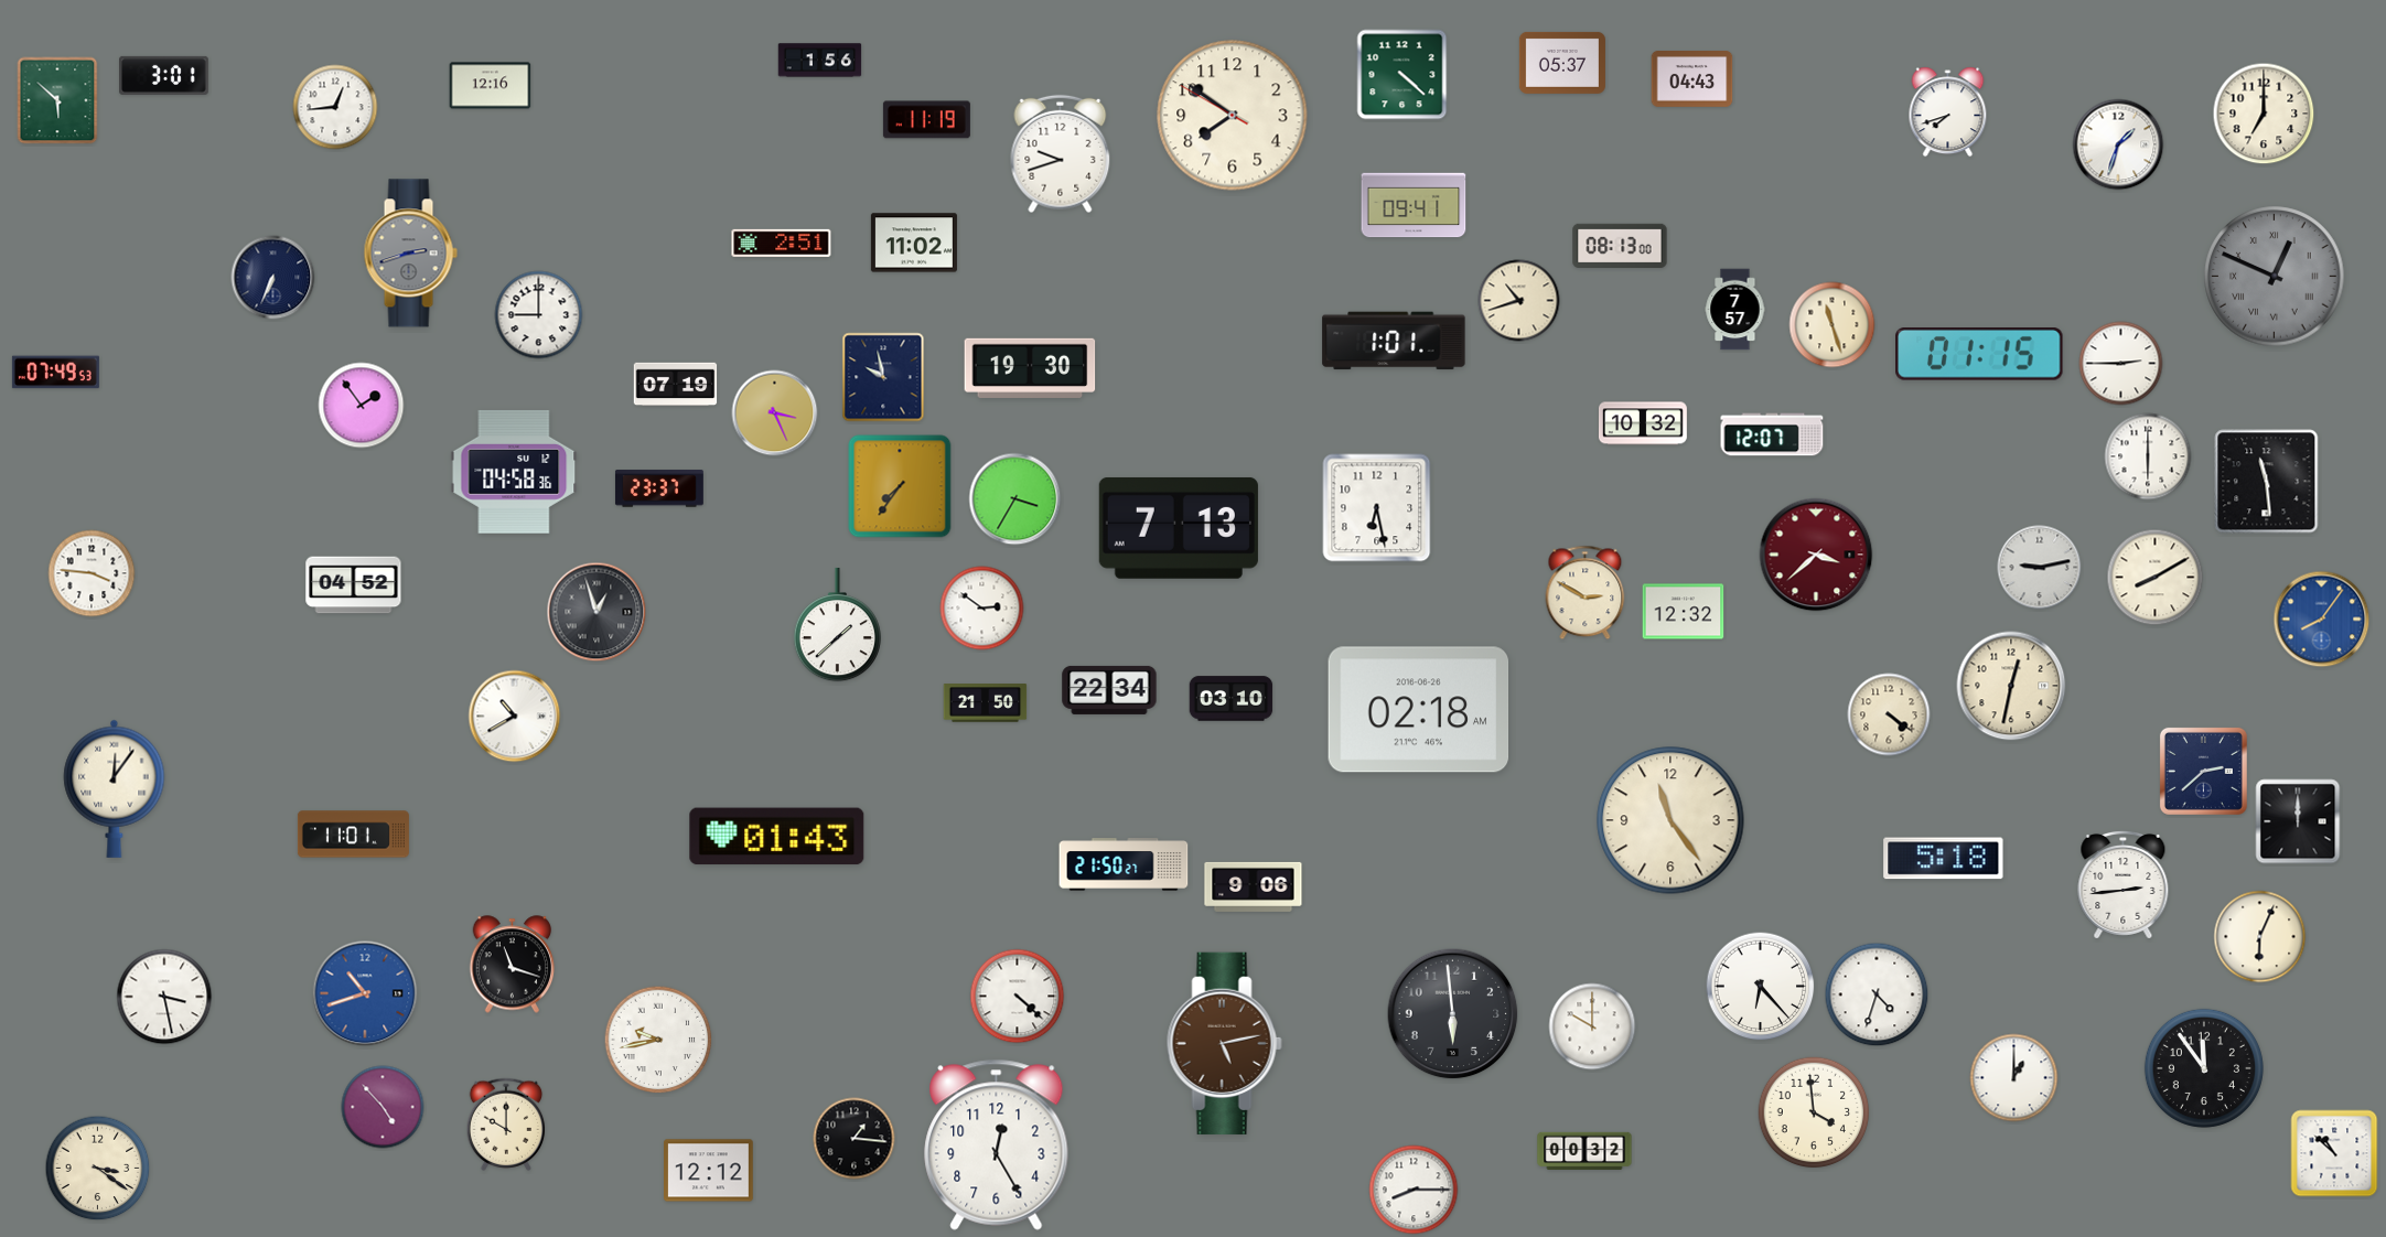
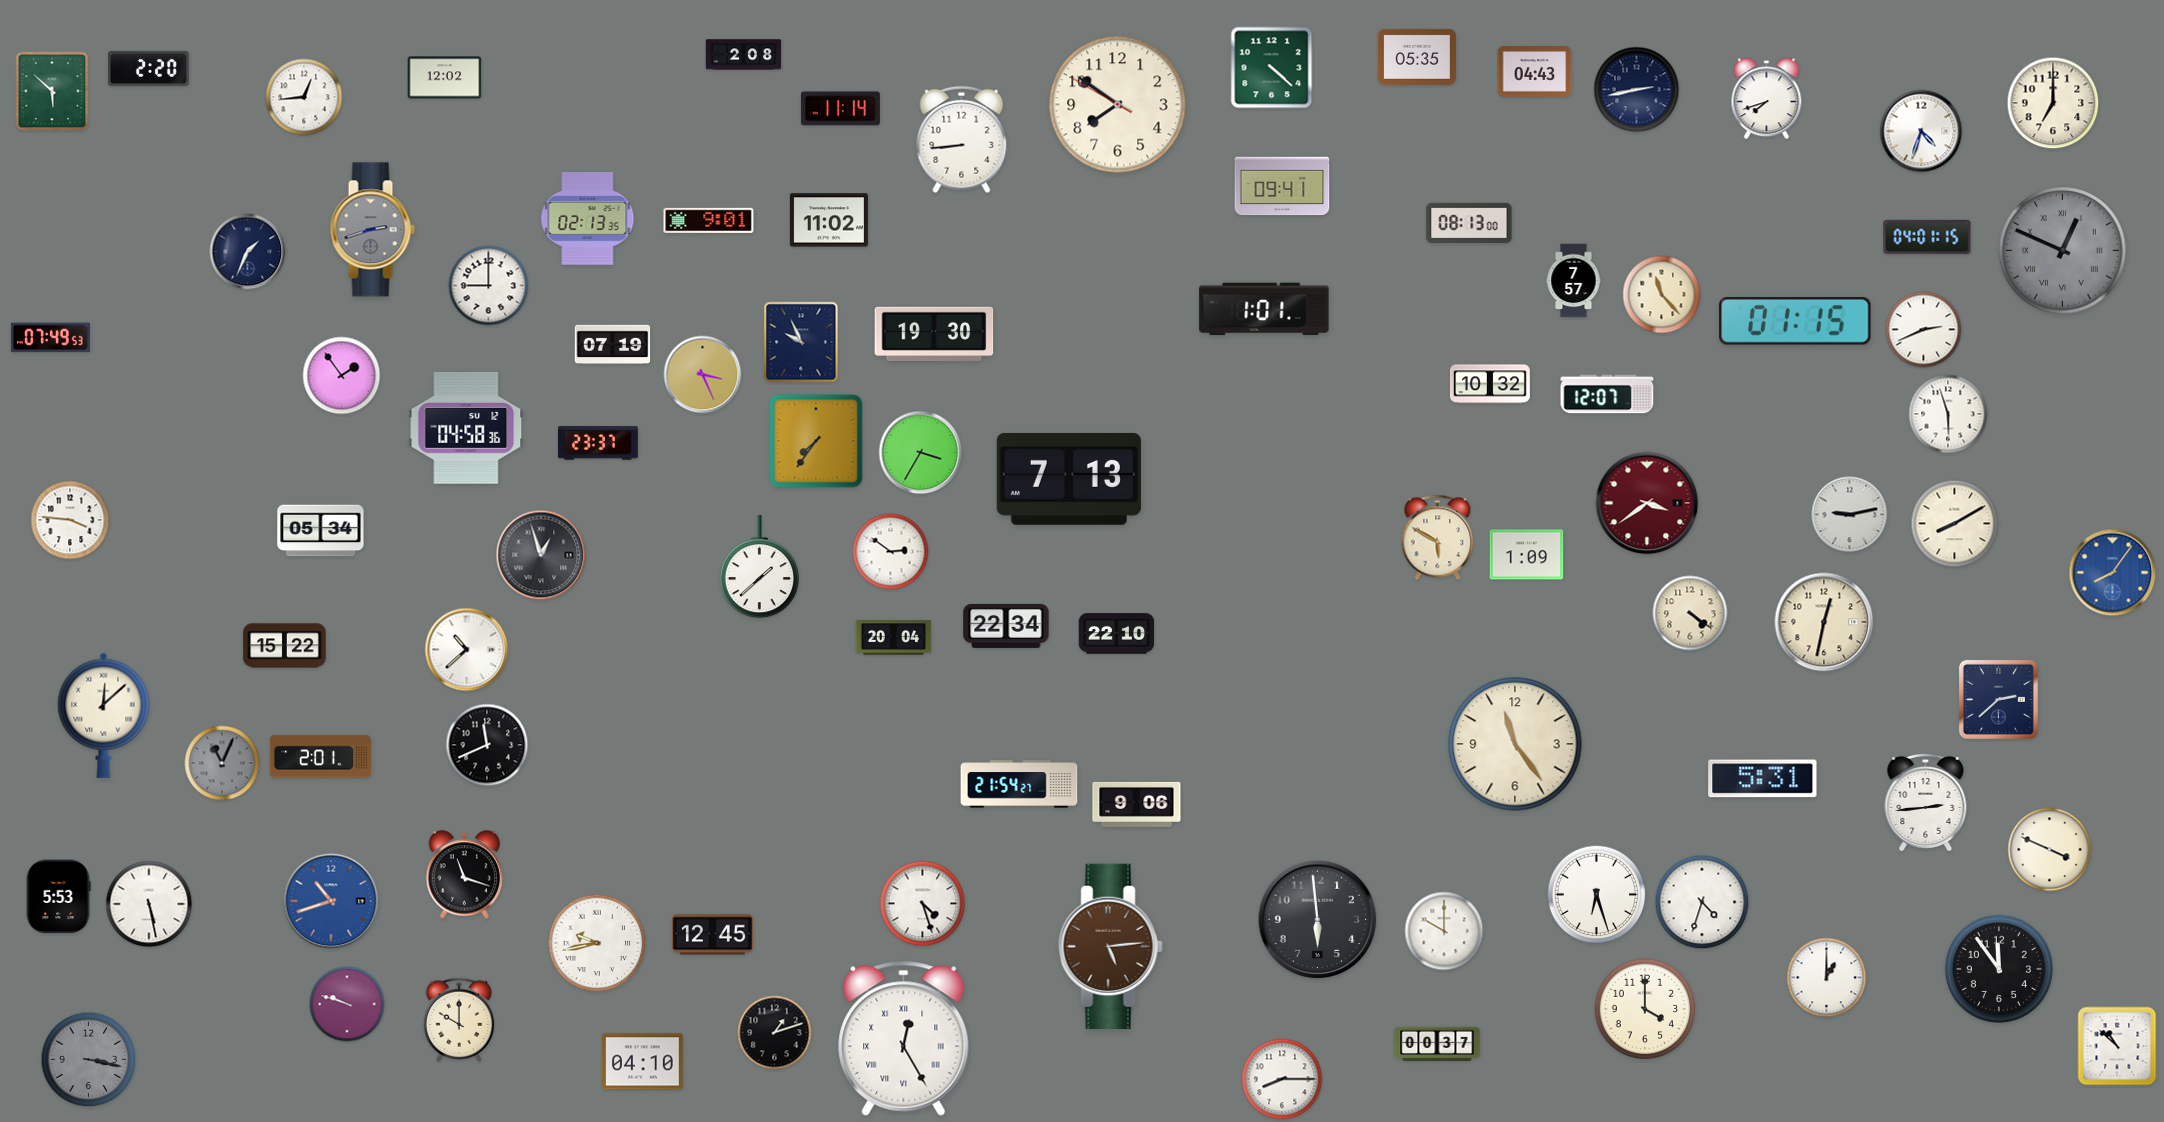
clock at (820, 61): 1:56 -> 2:08
clock at (1562, 63): 05:37 -> 05:35
clock at (164, 75): 3:01 -> 2:20
clock at (491, 86): 12:16 -> 12:02
clock at (1637, 90): none -> 2:43
clock at (1948, 112) position: (1948, 112) -> (1767, 99)
clock at (926, 120): 11:19 -> 11:14
clock at (2118, 144): 1:33 -> 4:33
clock at (1061, 154): 9:42 -> 8:44
clock at (588, 219): none -> 02:13
clock at (782, 243): 2:51 -> 9:01
clock at (1927, 237): none -> 04:01
clock at (273, 278): 6:34 -> 1:34
clock at (1519, 301): 10:42 -> none
clock at (1833, 325): 11:27 -> 11:23
clock at (2121, 364): 2:45 -> 2:41
clock at (883, 377): 9:58 -> 9:56
clock at (676, 385) position: (676, 385) -> (613, 345)
clock at (362, 406) position: (362, 406) -> (342, 376)
clock at (2148, 456): 6:00 -> 5:57
clock at (2267, 482): 11:29 -> none
clock at (1377, 508): 6:28 -> none
clock at (1816, 555): 3:38 -> 3:39
clock at (92, 573) position: (92, 573) -> (70, 520)
clock at (354, 585): 04:52 -> 05:34
clock at (1586, 593): 2:50 -> 5:50
clock at (1684, 612): 12:32 -> 1:09
clock at (2322, 620) position: (2322, 620) -> (2113, 573)
clock at (1232, 699): 03:10 -> 22:10
clock at (986, 703): 21:50 -> 20:04
clock at (1419, 710): 02:18 -> none
clock at (285, 646): none -> 15:22
clock at (1889, 714) position: (1889, 714) -> (1690, 613)
clock at (515, 717): 10:40 -> 10:38
clock at (115, 788): 12:06 -> 12:08
clock at (487, 745): none -> 11:41
clock at (2298, 821): 12:00 -> none
clock at (353, 835): 11:01 -> 2:01
clock at (777, 837): 01:43 -> none
clock at (222, 763): none -> 11:04
clock at (1944, 859): 5:18 -> 5:31
clock at (1124, 864): 21:50 -> 21:54
clock at (2260, 937): 6:04 -> 3:49
clock at (1761, 987): 6:23 -> 6:27
clock at (58, 897): none -> 5:53
clock at (164, 997): 3:28 -> 5:28
clock at (1018, 997): 4:22 -> 4:27
clock at (713, 935): none -> 12:45
clock at (1224, 1043): 5:13 -> 5:14
clock at (383, 1107): 4:53 -> 9:48
clock at (1814, 1112): 3:59 -> 4:00
clock at (855, 1139): 1:16 -> 1:12
clock at (997, 1144) numerals: Arabic -> Roman
clock at (1584, 1150): 00:32 -> 00:37
clock at (98, 1169): 3:21 -> 3:17
clock at (98, 1169) dial: cream -> grey
clock at (709, 1171): 12:12 -> 04:10
